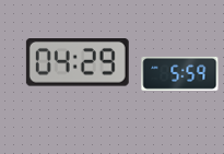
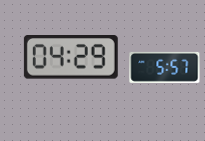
clock at (180, 73): 5:59 -> 5:57
